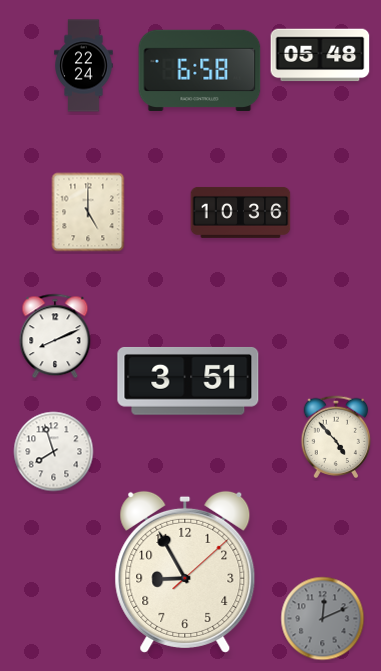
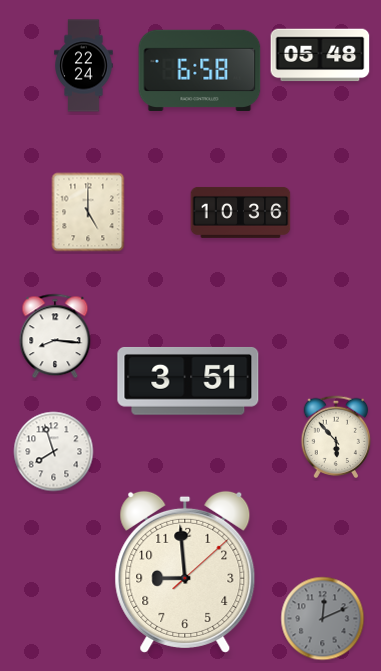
clock at (55, 336): 8:11 -> 8:16
clock at (336, 437): 4:53 -> 5:53
clock at (185, 572): 8:55 -> 8:59
